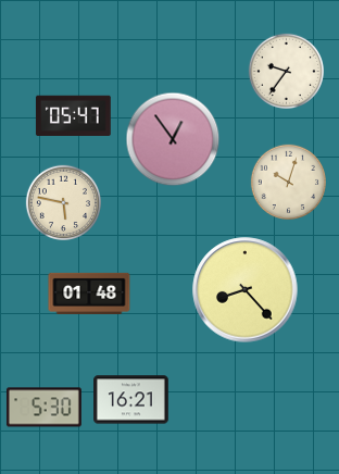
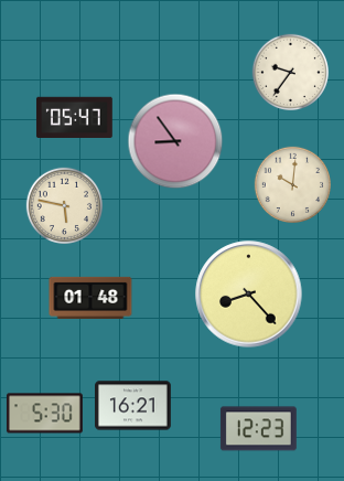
clock at (173, 139): 12:54 -> 8:54
clock at (288, 182): 10:03 -> 10:01
clock at (258, 429): none -> 12:23
